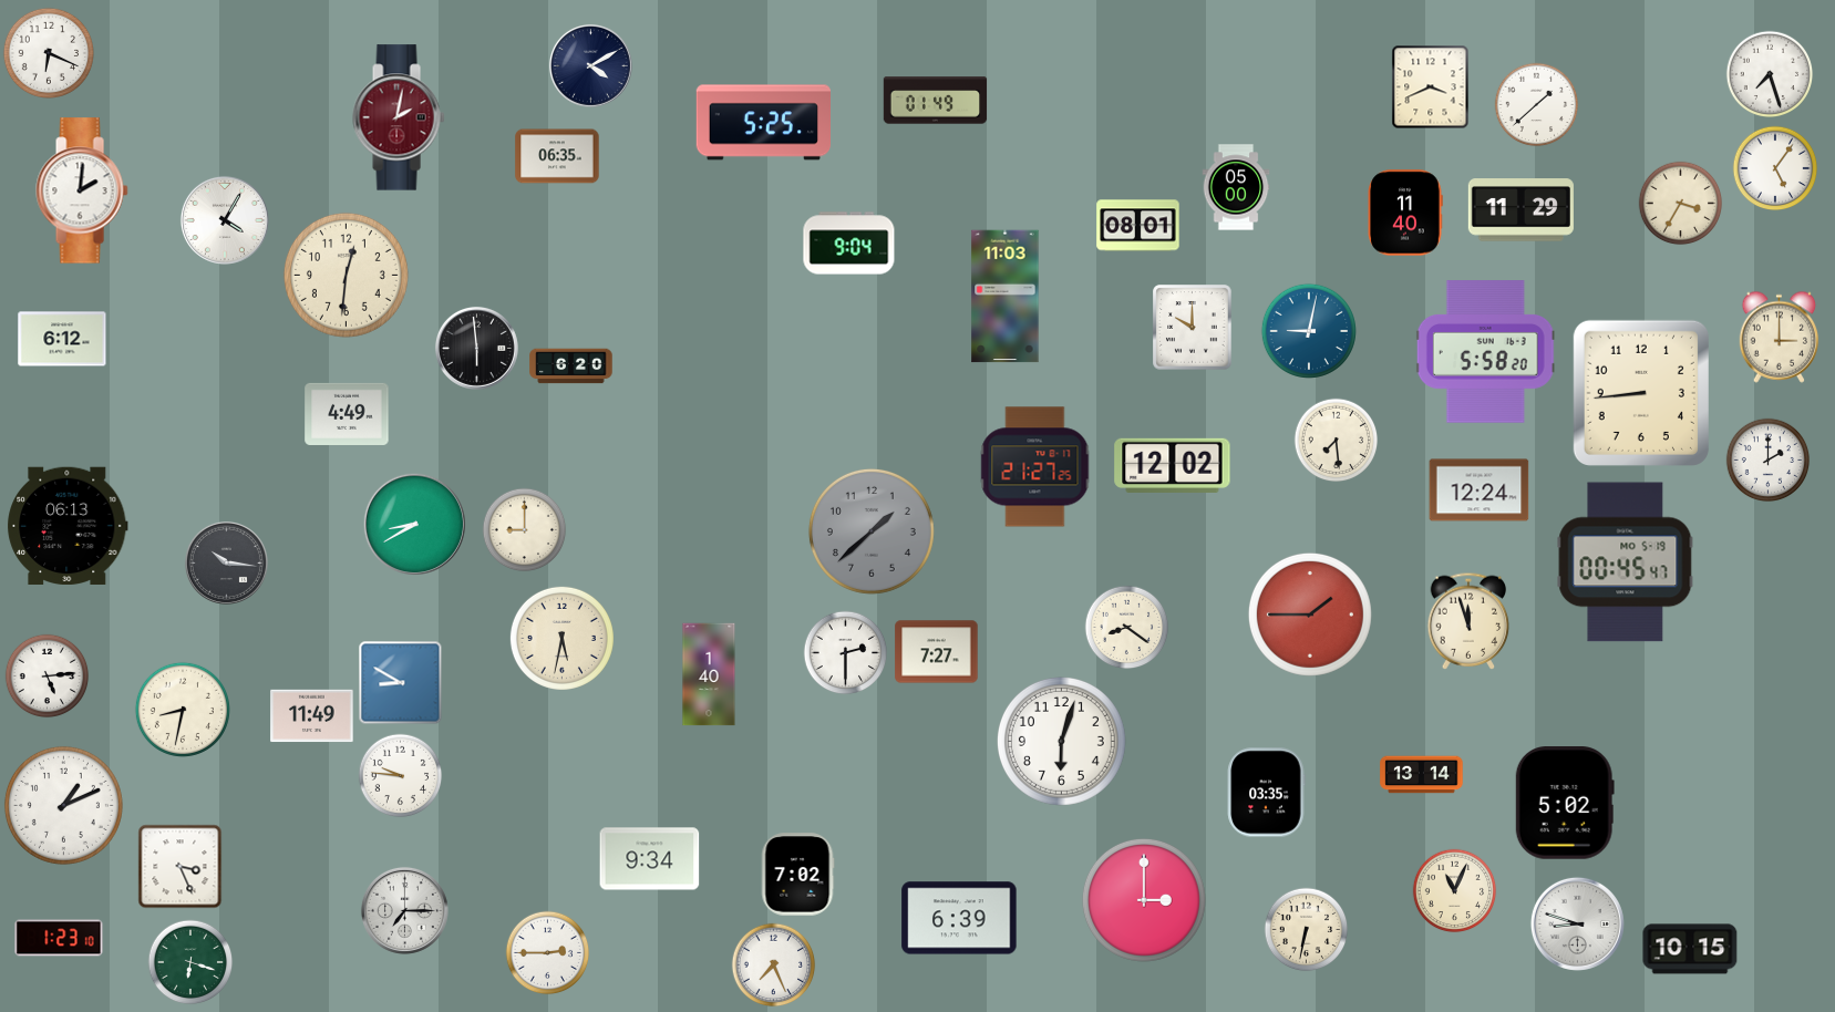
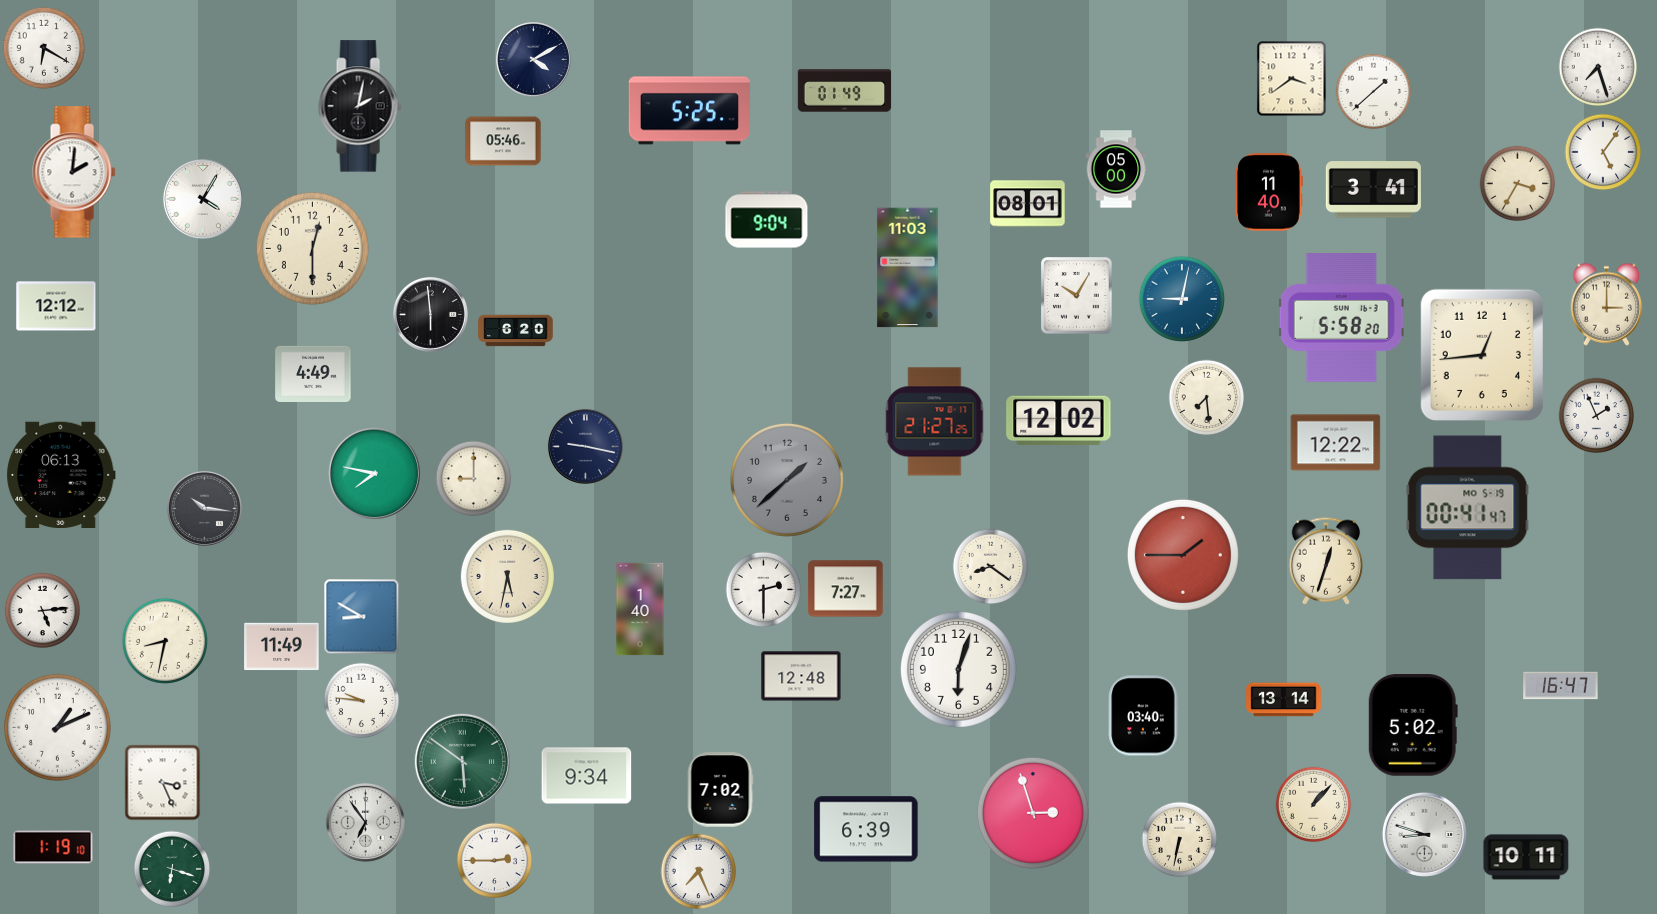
clock at (48, 52): 6:19 -> 6:20
clock at (1431, 87): 3:41 -> 3:39
clock at (1537, 105) position: (1537, 105) -> (1374, 92)
clock at (399, 117) dial: burgundy -> black
clock at (557, 156): 06:35 -> 05:46
clock at (1520, 210): 11:29 -> 3:41
clock at (346, 275): 12:31 -> 12:30
clock at (1193, 328): 10:00 -> 10:05
clock at (62, 339): 6:12 -> 12:12
clock at (1641, 393): 8:44 -> 12:44
clock at (1769, 461): 2:00 -> 1:56
clock at (1480, 490): 12:24 -> 12:22
clock at (585, 446): none -> 9:17
clock at (414, 524): 8:40 -> 7:47
clock at (1626, 562): 00:45 -> 00:41
clock at (1468, 621): 11:57 -> 12:33
clock at (1127, 628) position: (1127, 628) -> (991, 567)
clock at (801, 676): none -> 12:48
clock at (1561, 686): none -> 16:47
clock at (1266, 793): 03:35 -> 03:40
clock at (462, 761): none -> 5:51
clock at (1455, 891): 11:04 -> 1:07
clock at (1144, 900): 3:00 -> 2:57
clock at (404, 910): 7:15 -> 6:54
clock at (59, 938): 1:23 -> 1:19
clock at (1690, 949): 10:15 -> 10:11
